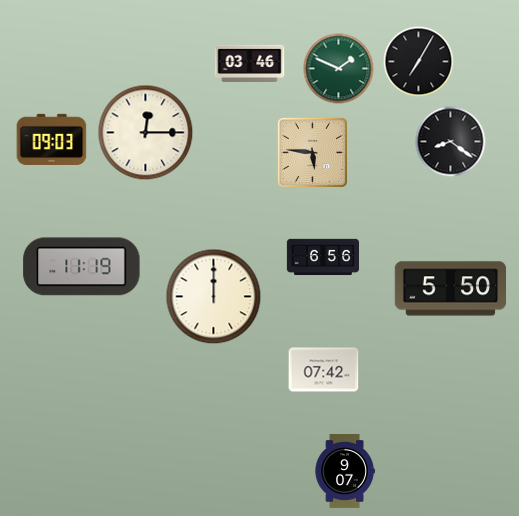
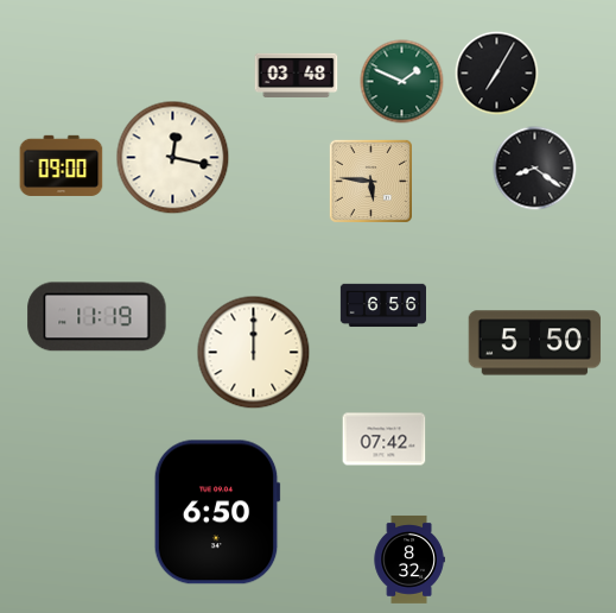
clock at (250, 63): 03:46 -> 03:48
clock at (146, 133): 12:15 -> 12:17
clock at (52, 139): 09:03 -> 09:00
clock at (217, 512): none -> 6:50
clock at (345, 471): 9:07 -> 8:32
